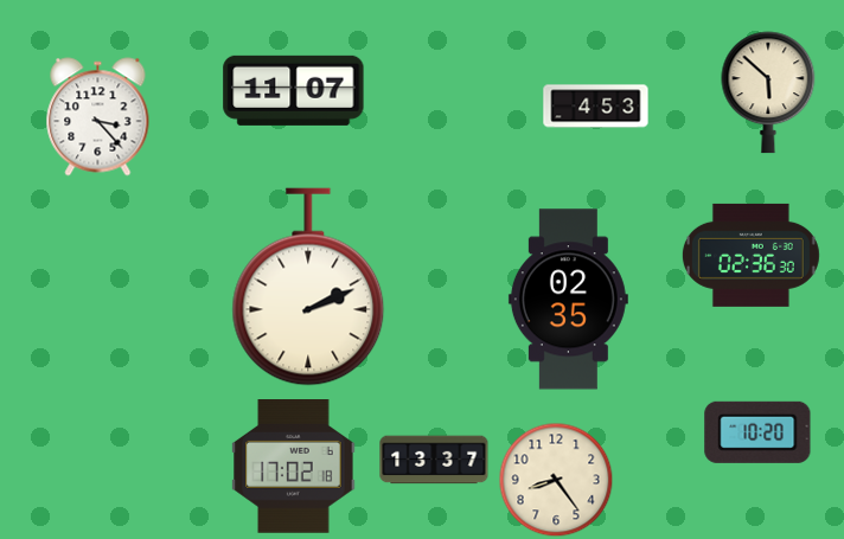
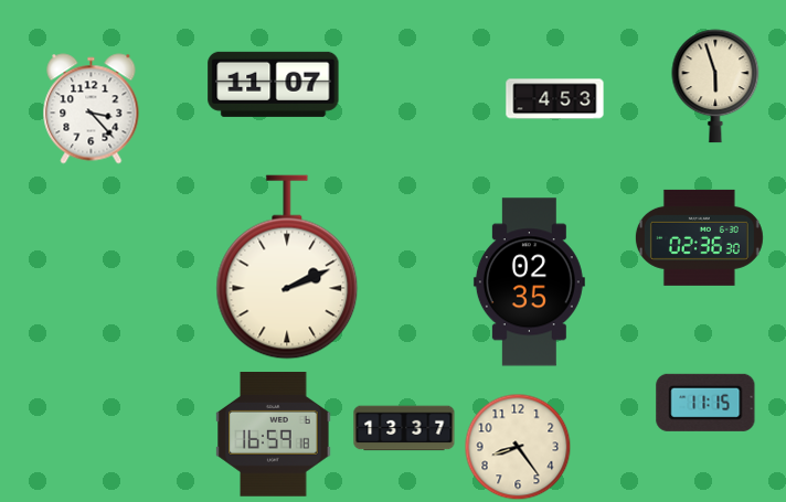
clock at (768, 92): 5:52 -> 5:57
clock at (568, 300) position: (568, 300) -> (529, 282)
clock at (757, 432): 10:20 -> 11:15
clock at (294, 467): 17:02 -> 16:59
